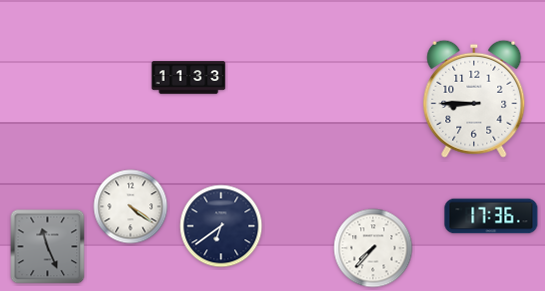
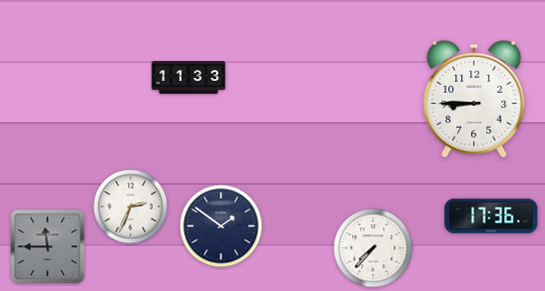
clock at (131, 207): 4:21 -> 2:34
clock at (221, 226): 6:39 -> 1:51
clock at (48, 247): 11:26 -> 11:45
